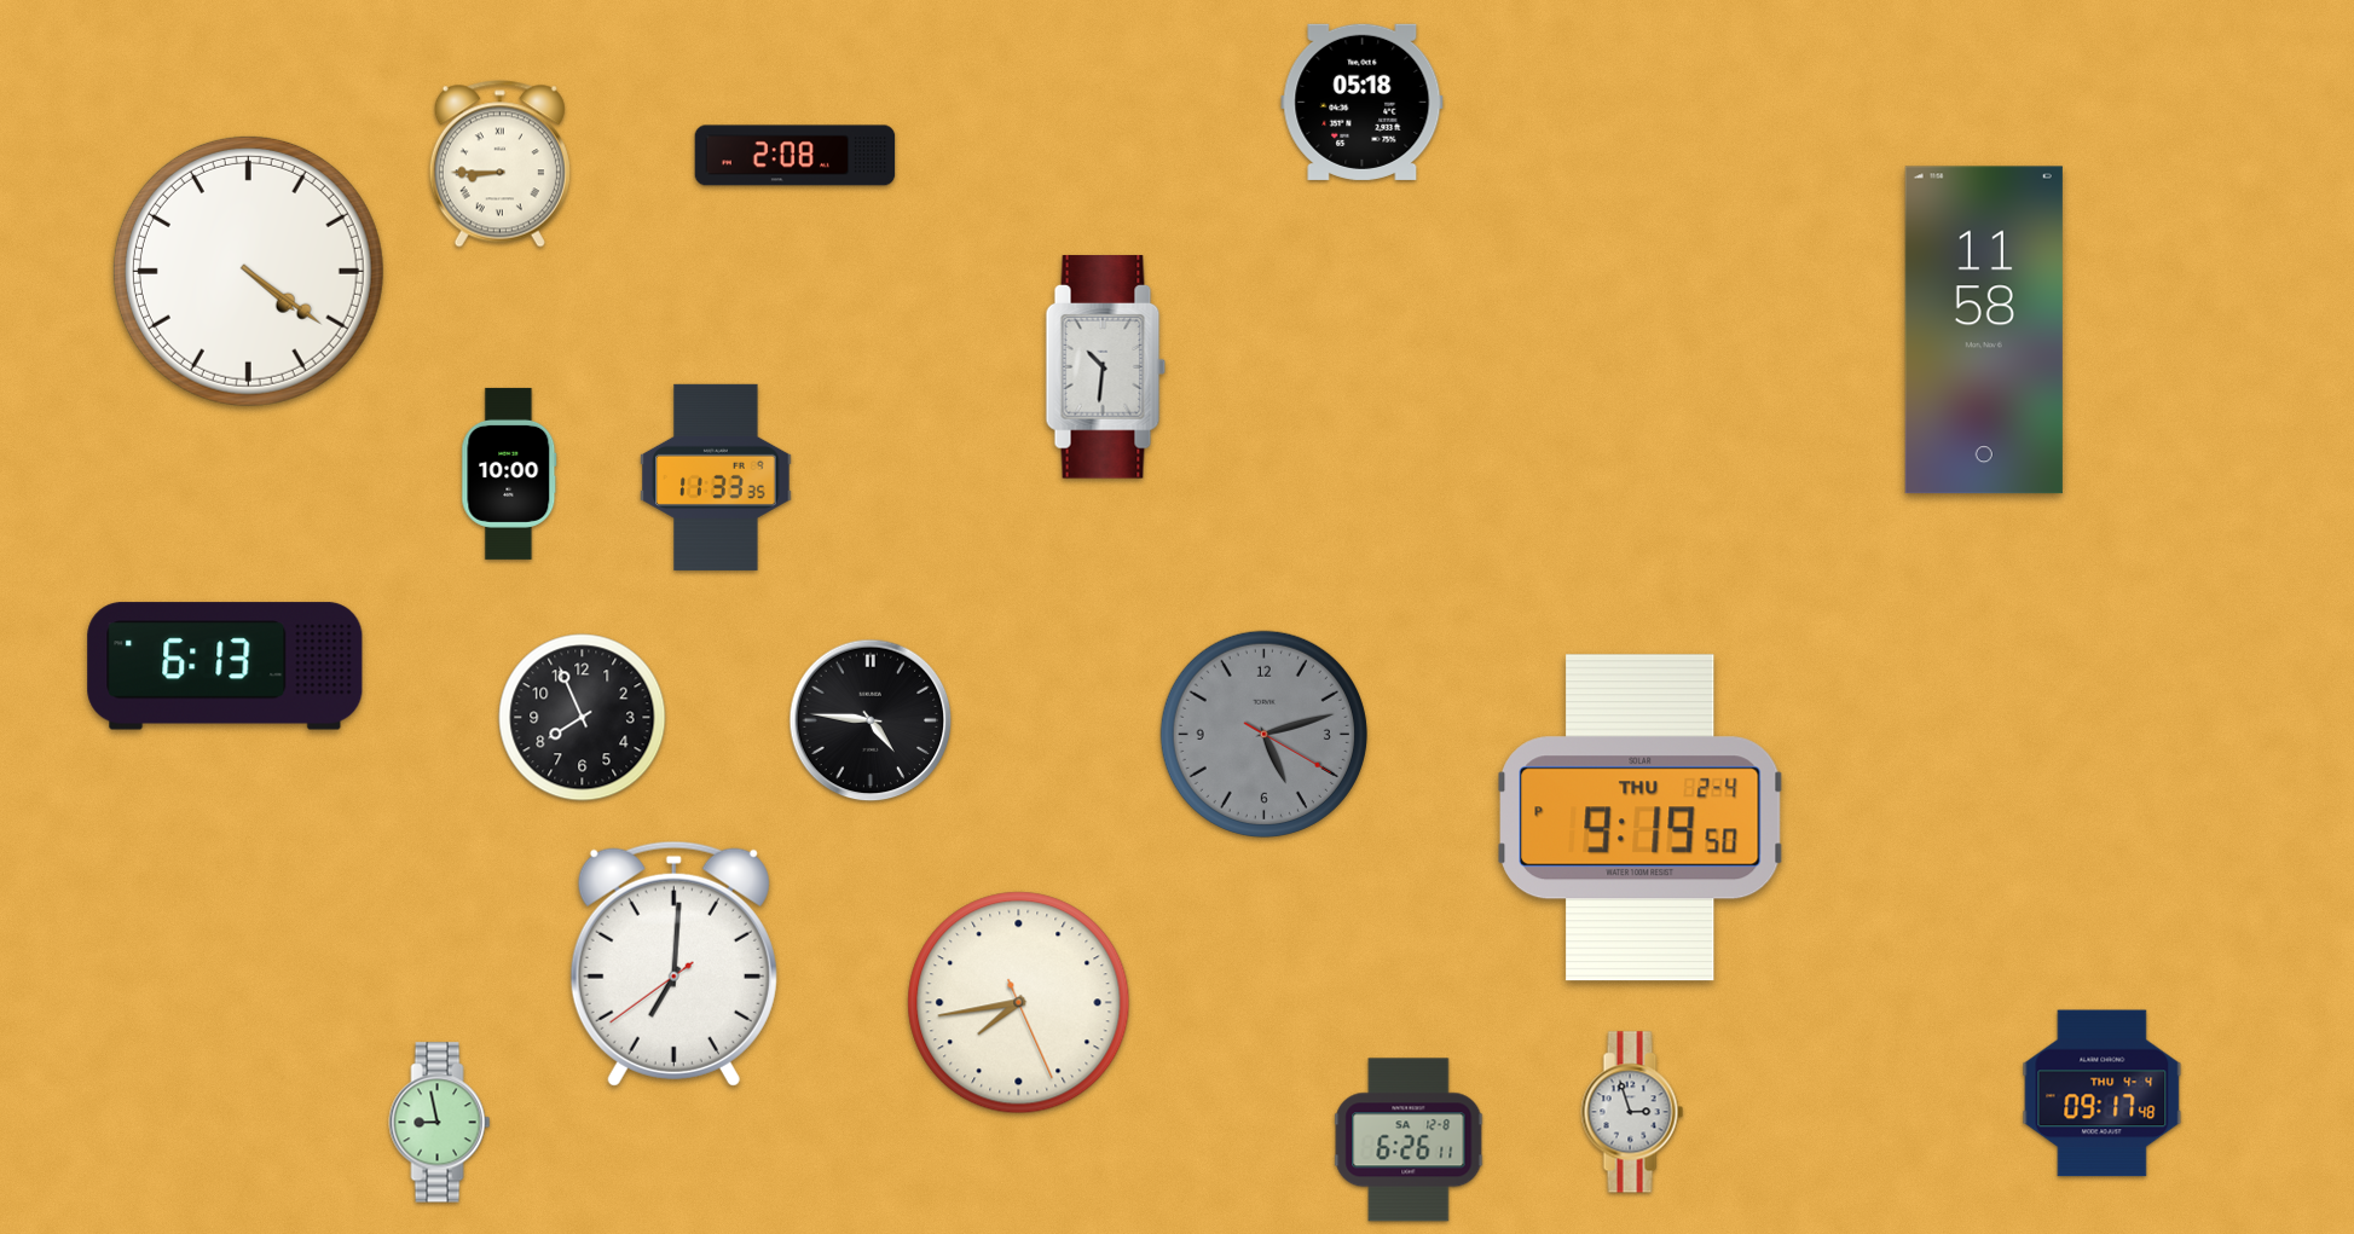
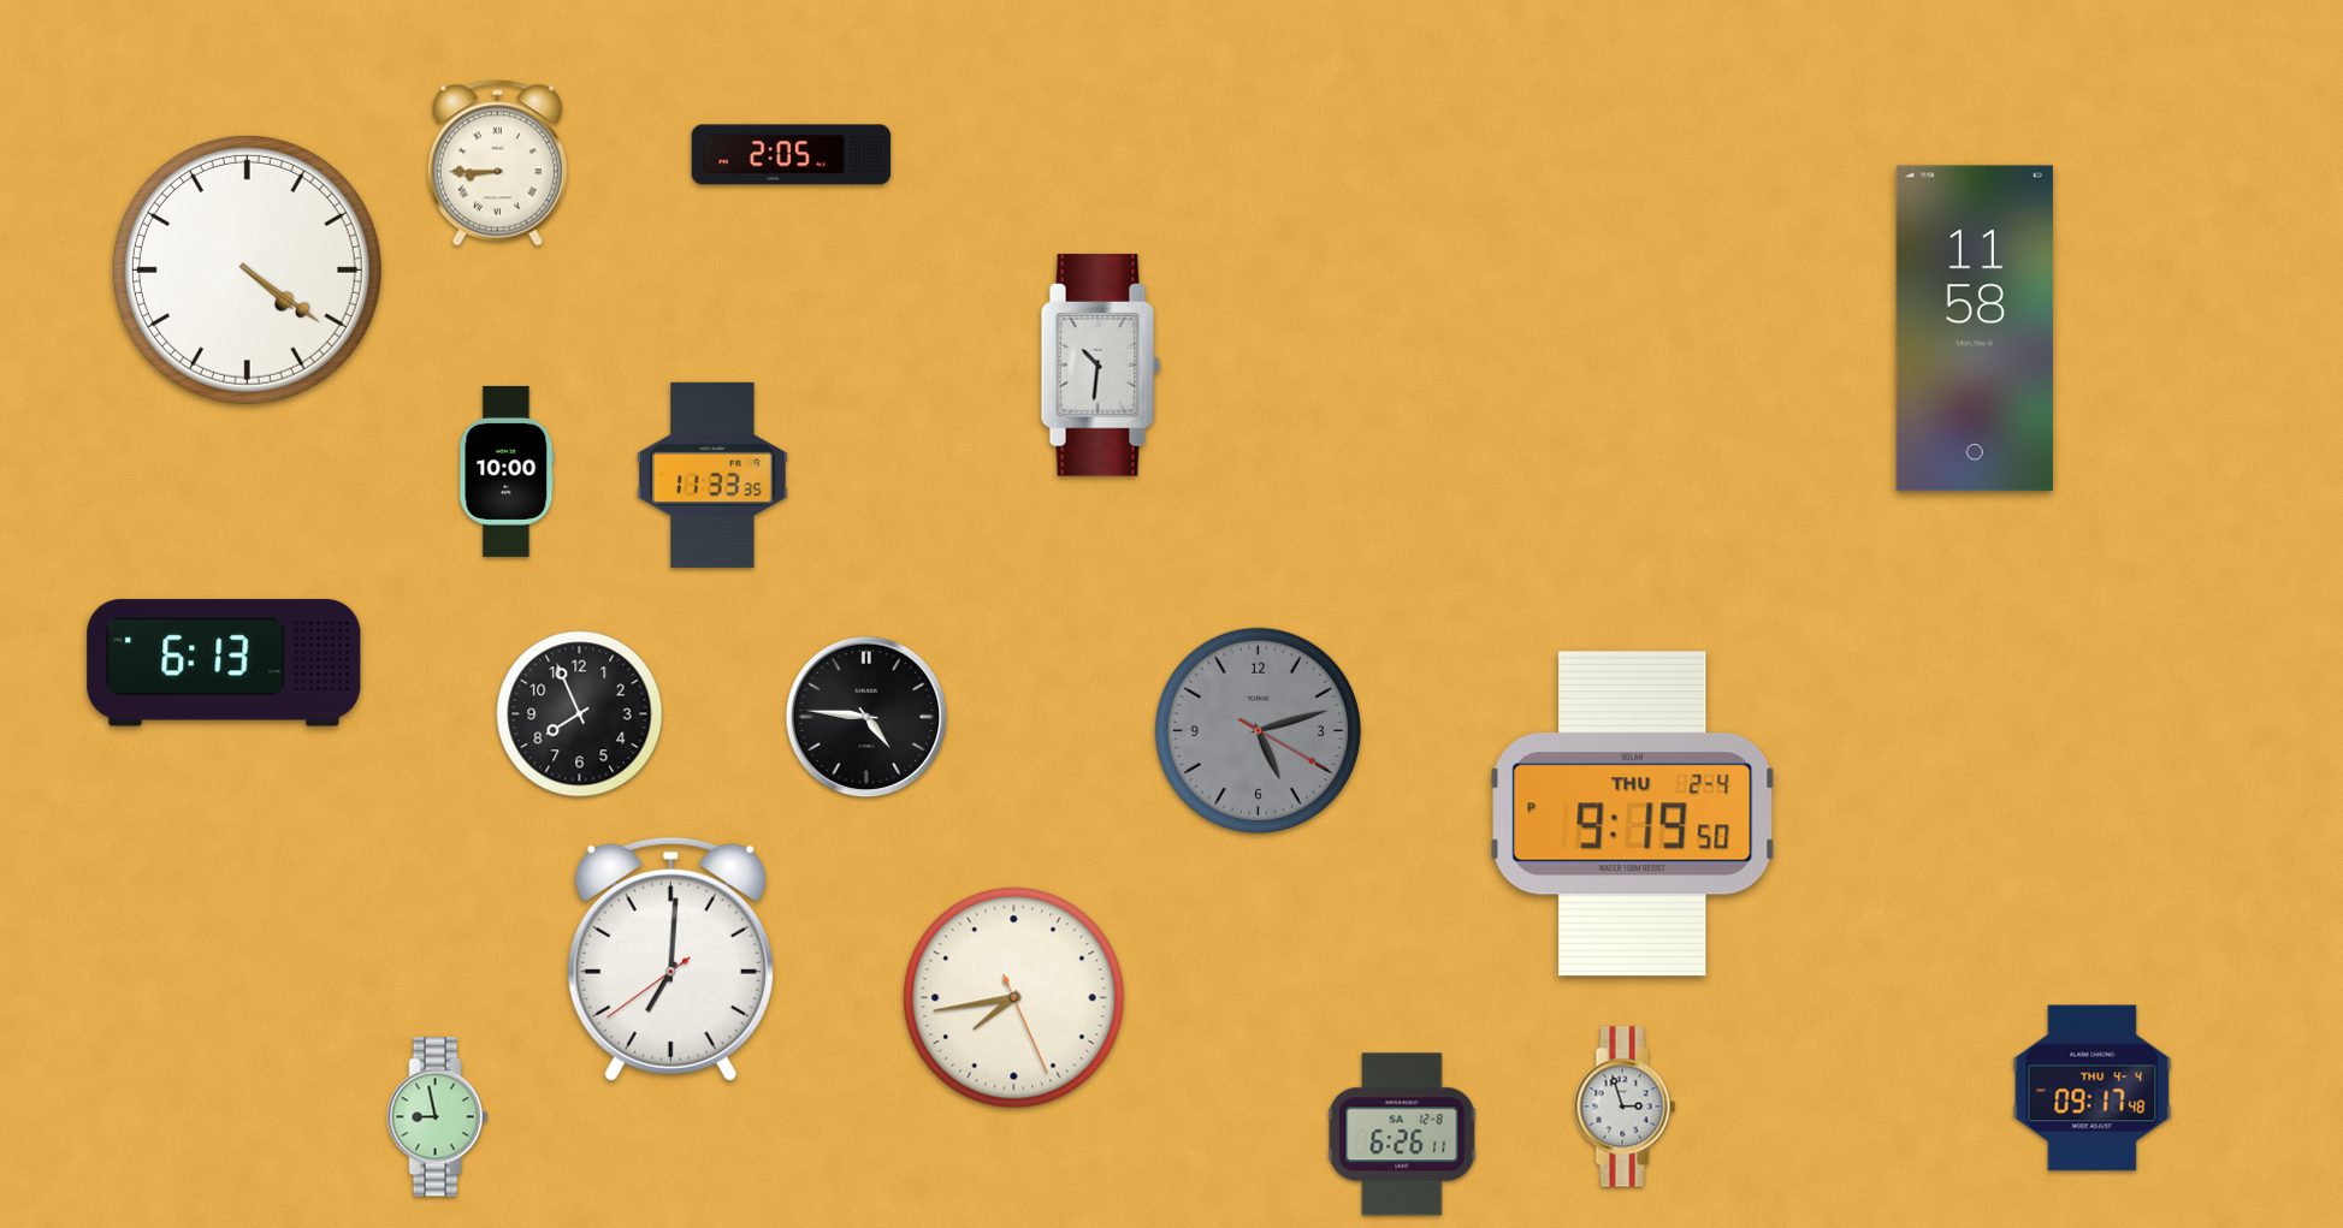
clock at (1363, 102): 05:18 -> none
clock at (796, 156): 2:08 -> 2:05
